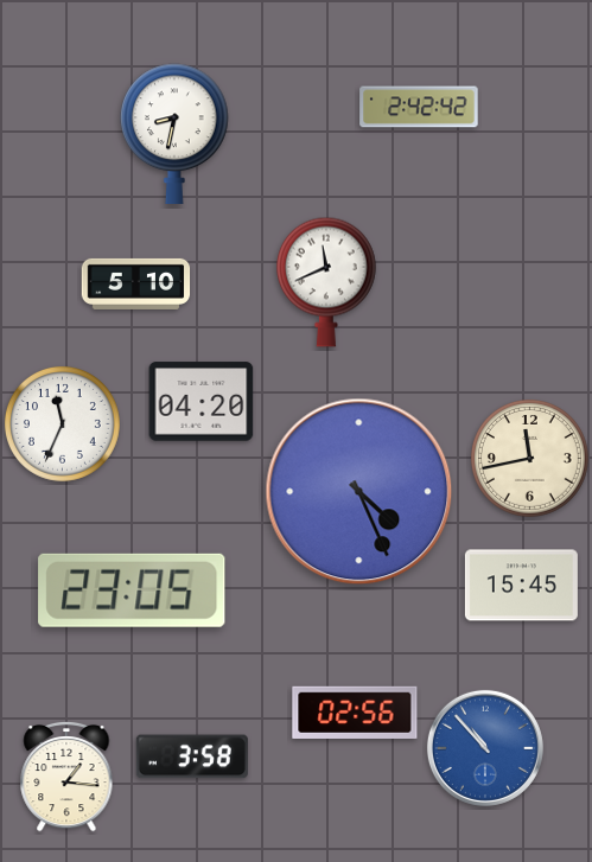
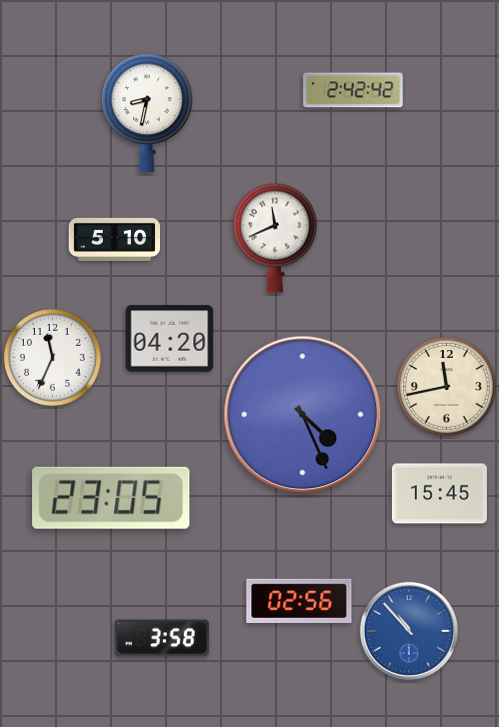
clock at (66, 777): 1:16 -> none
